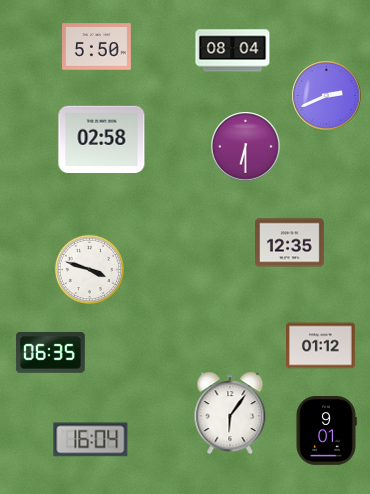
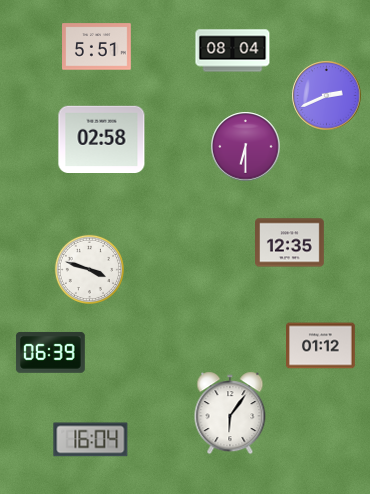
clock at (97, 47): 5:50 -> 5:51
clock at (50, 352): 06:35 -> 06:39
clock at (326, 431): 9:01 -> none
